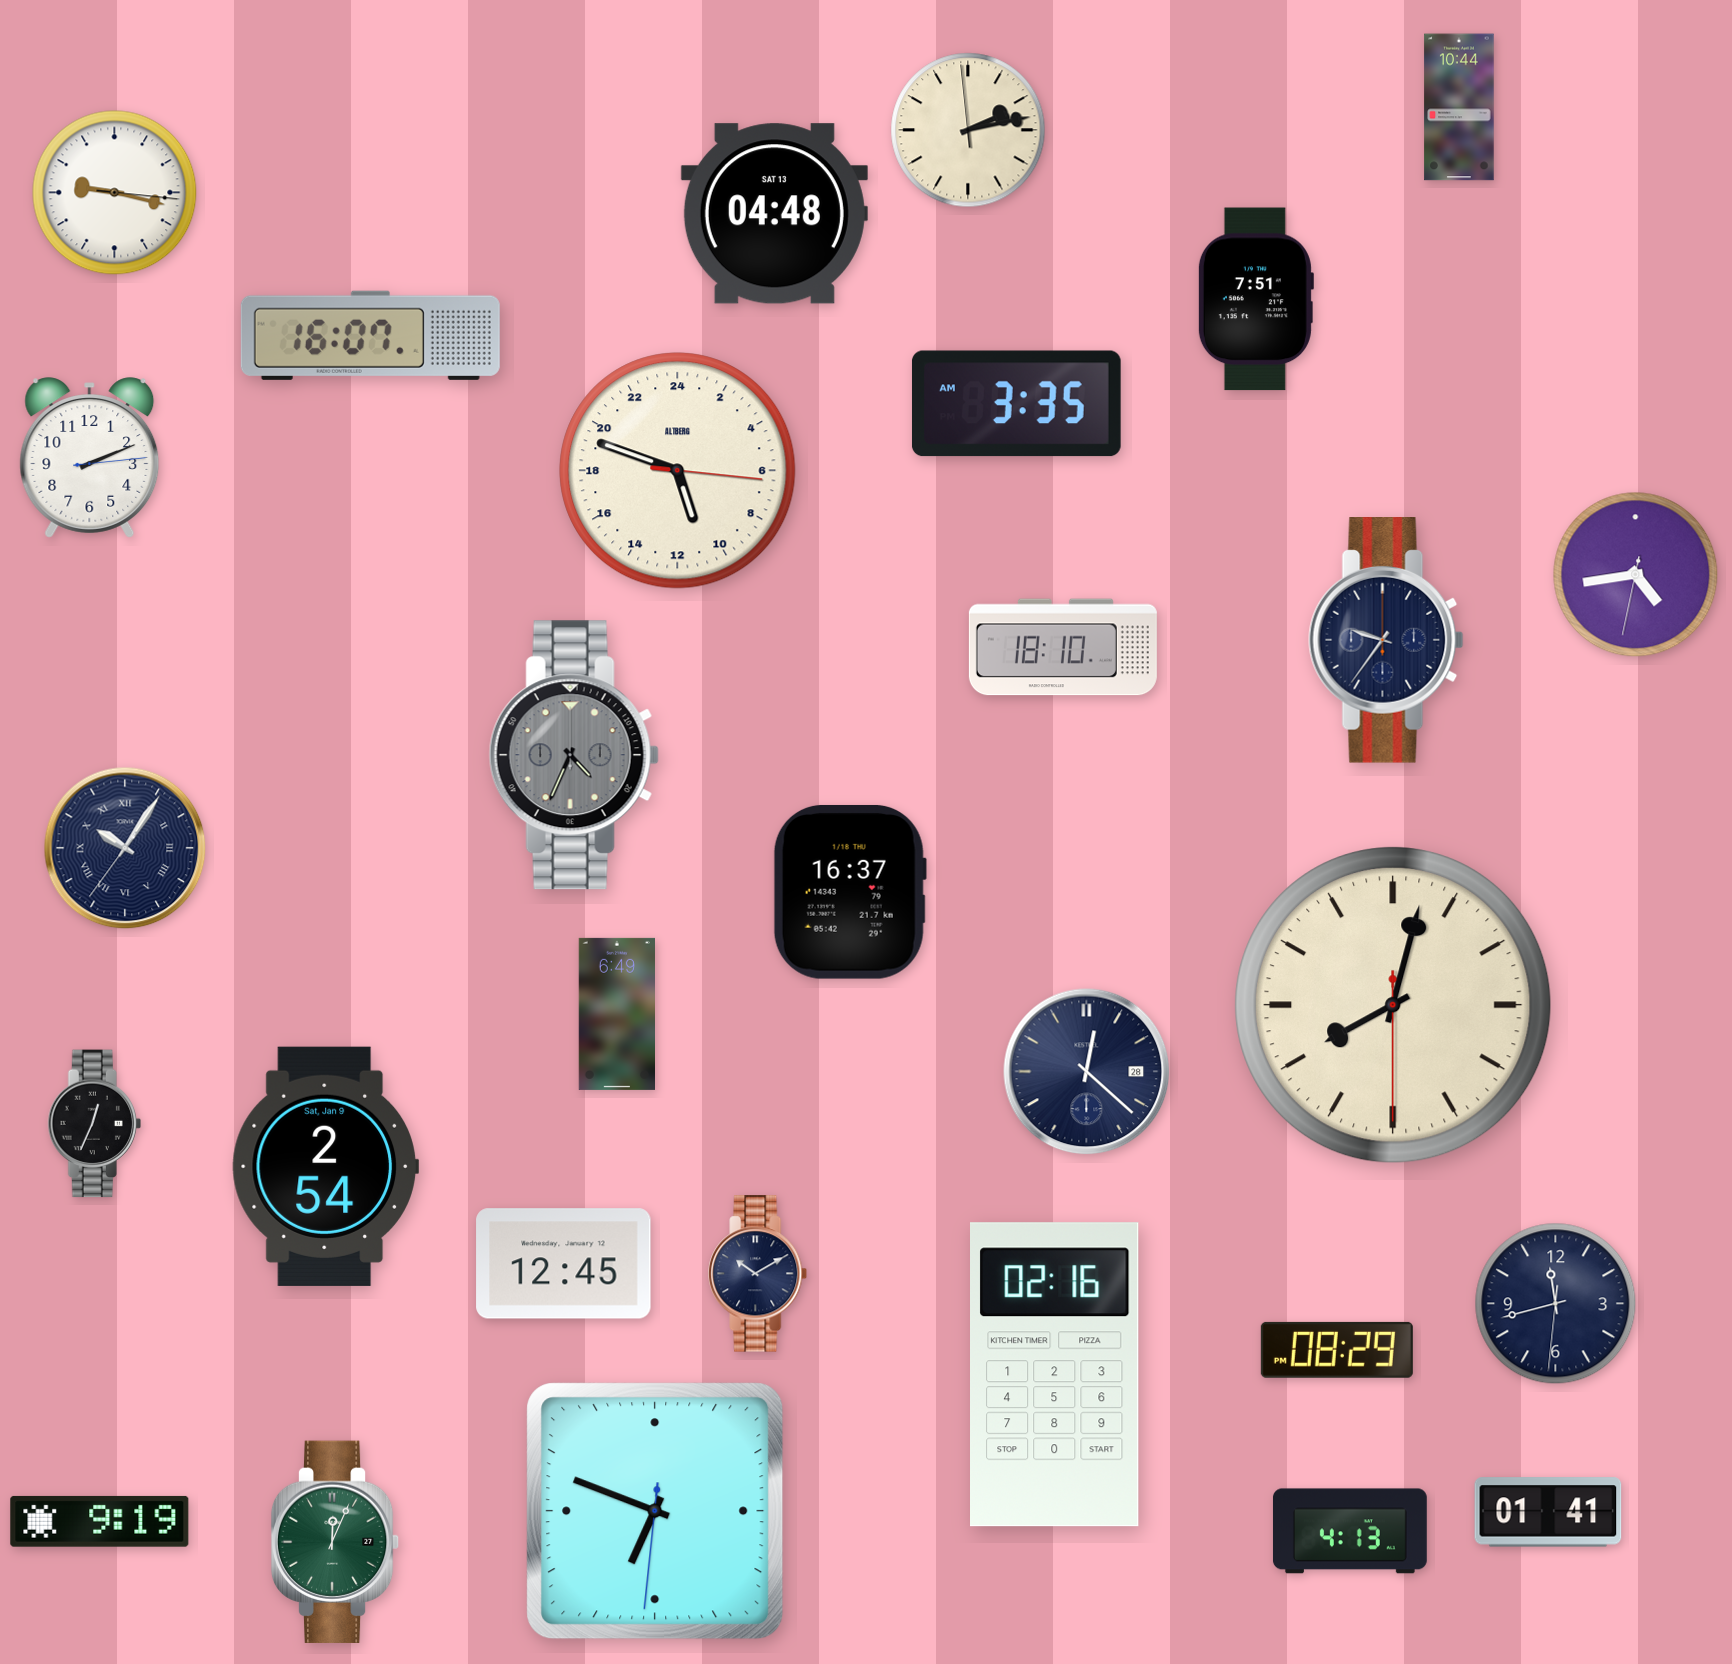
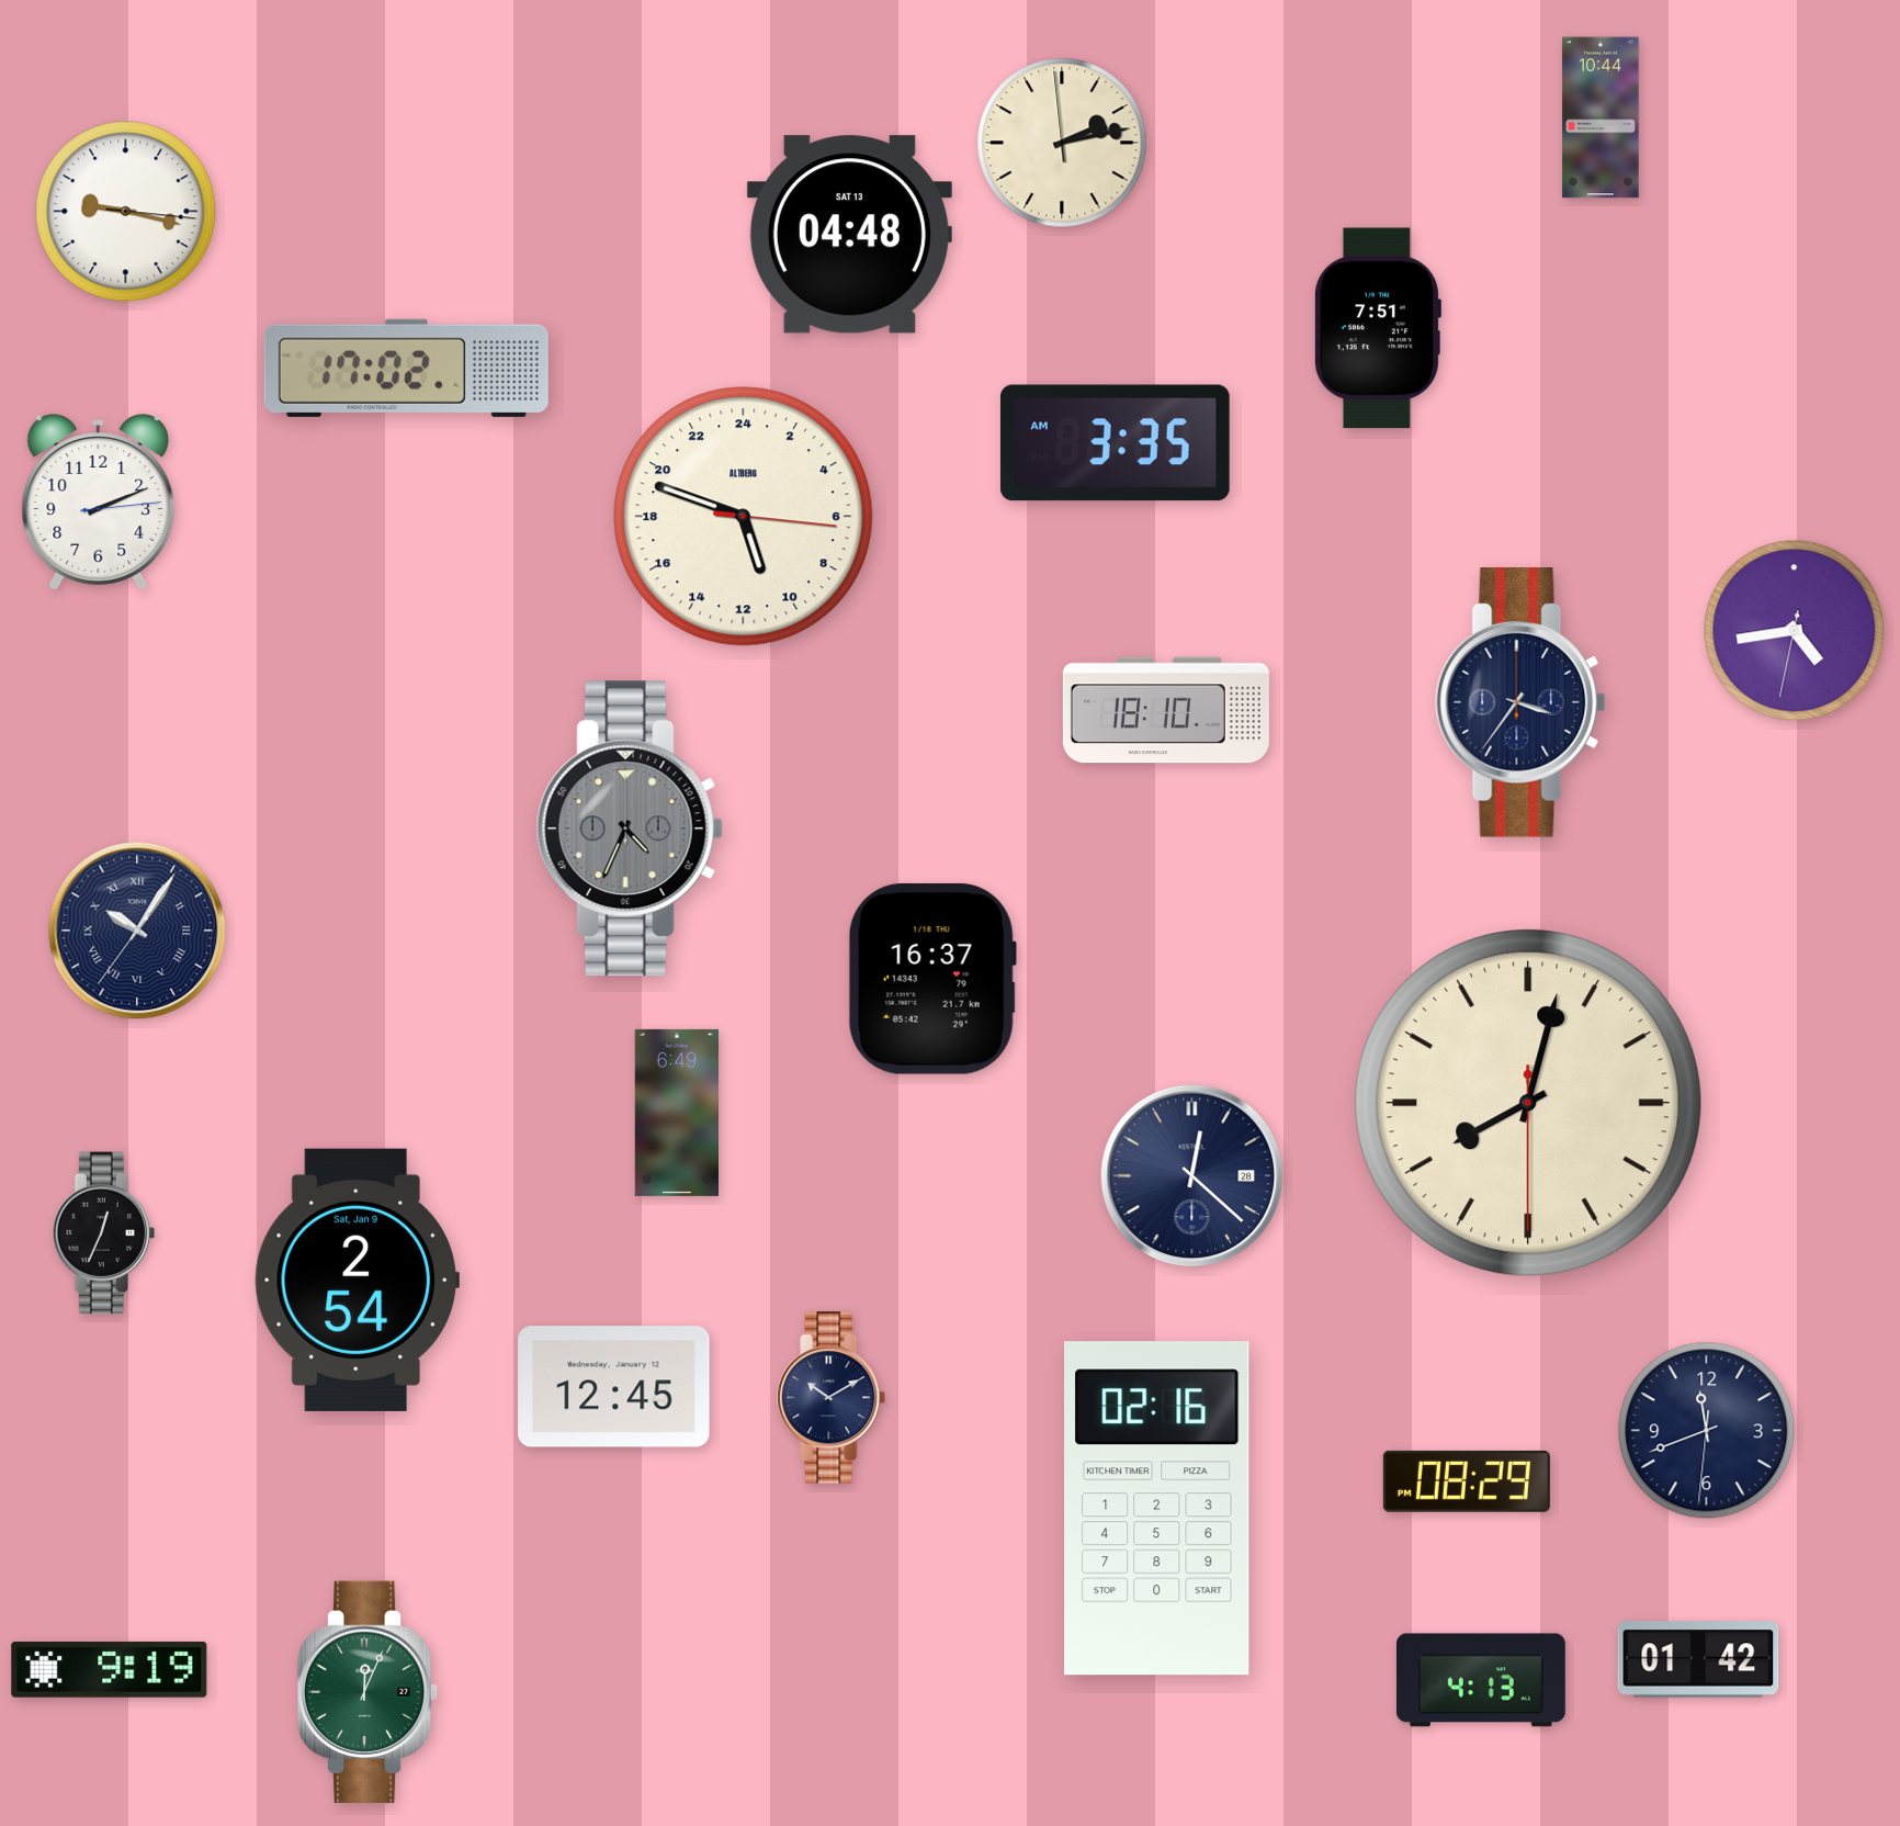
clock at (370, 335): 16:07 -> 17:02
clock at (1386, 641): 9:36 -> 3:36
clock at (564, 1264) position: (564, 1264) -> (614, 1387)
clock at (1556, 1304): 11:42 -> 11:41
clock at (655, 1511): 6:48 -> none
clock at (1548, 1512): 01:41 -> 01:42
